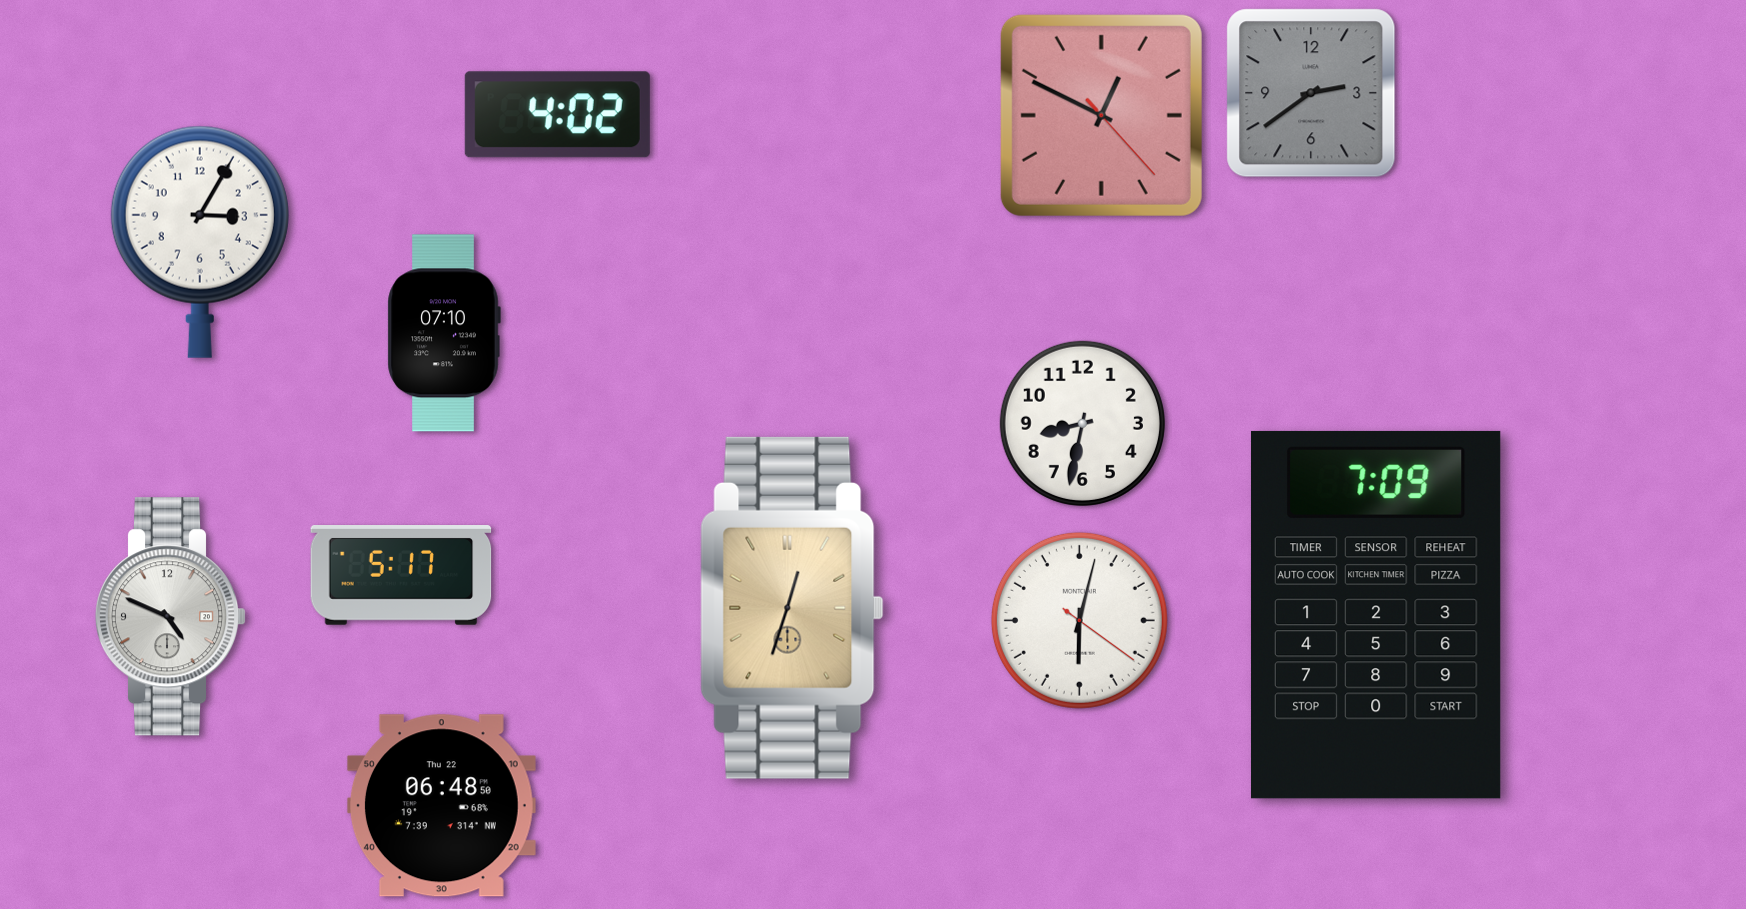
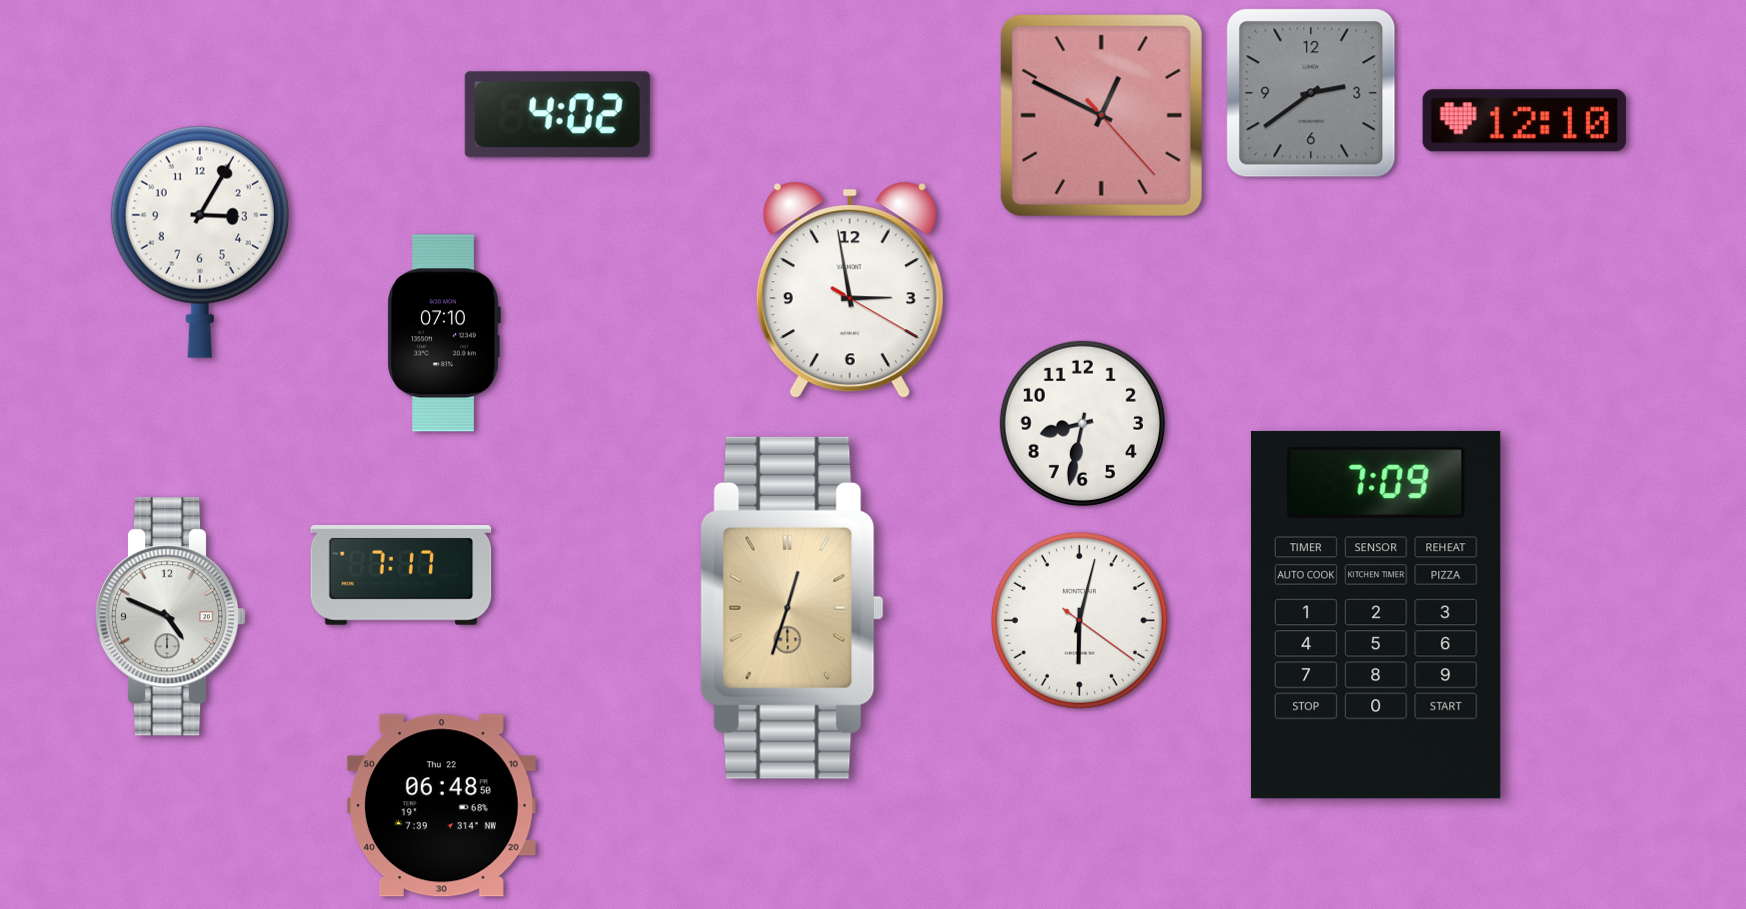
clock at (1524, 121): none -> 12:10
clock at (850, 290): none -> 2:58
clock at (401, 576): 5:17 -> 7:17
